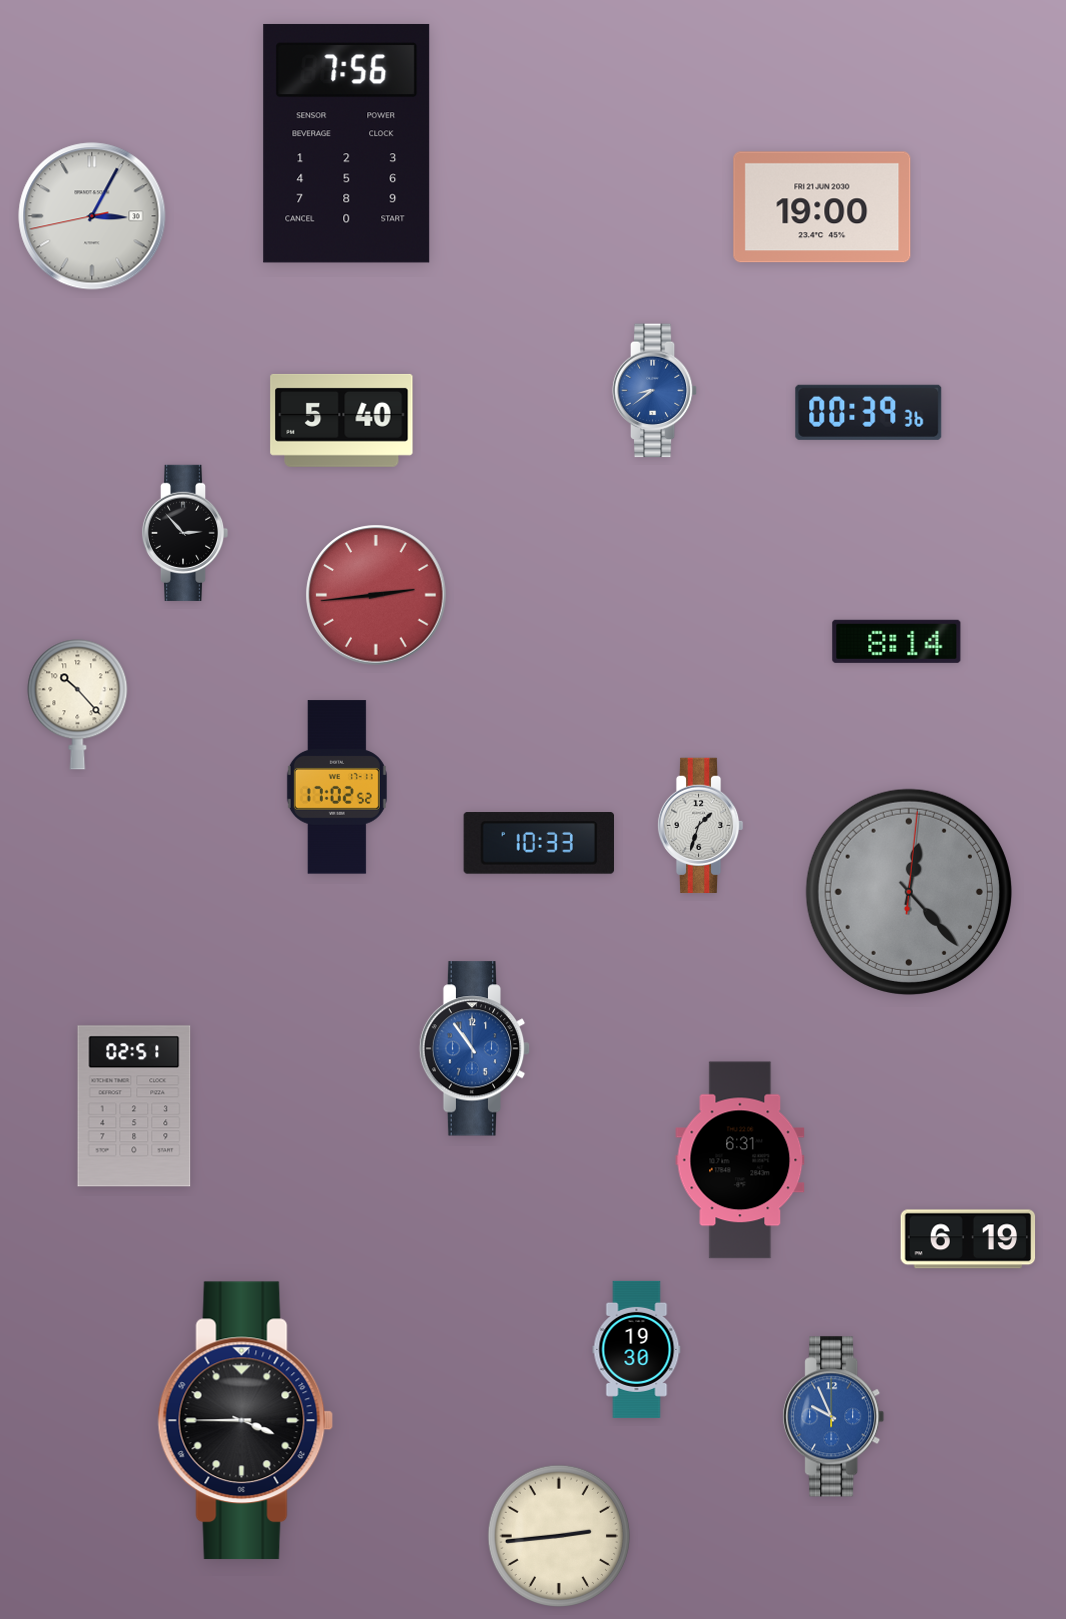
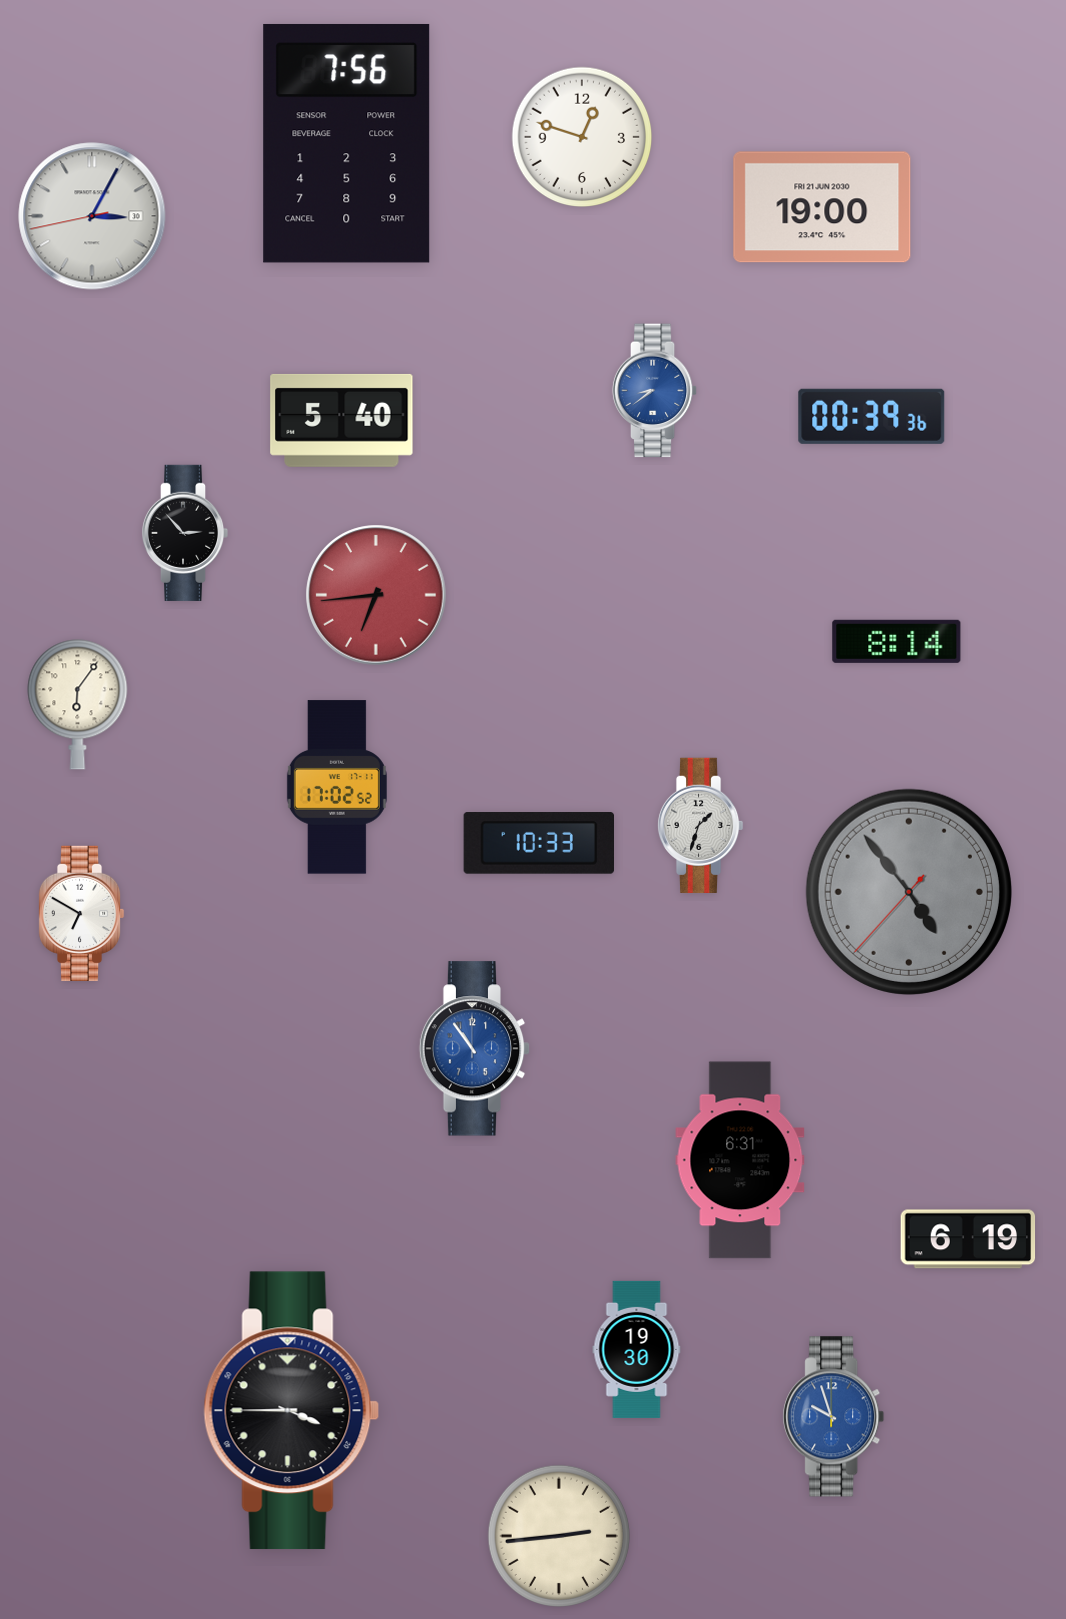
clock at (582, 137): none -> 12:48
clock at (869, 412) position: (869, 412) -> (872, 416)
clock at (376, 595): 2:44 -> 6:44
clock at (78, 705): 10:23 -> 6:06
clock at (909, 892): 12:23 -> 4:53
clock at (81, 913): none -> 6:50
clock at (134, 1106): 02:51 -> none
clock at (834, 1417): 9:56 -> 9:57
clock at (246, 1421) position: (246, 1421) -> (292, 1411)
